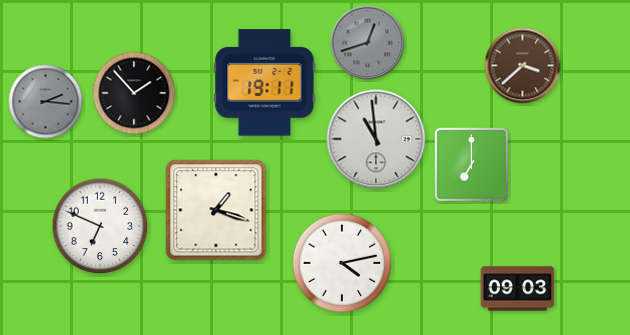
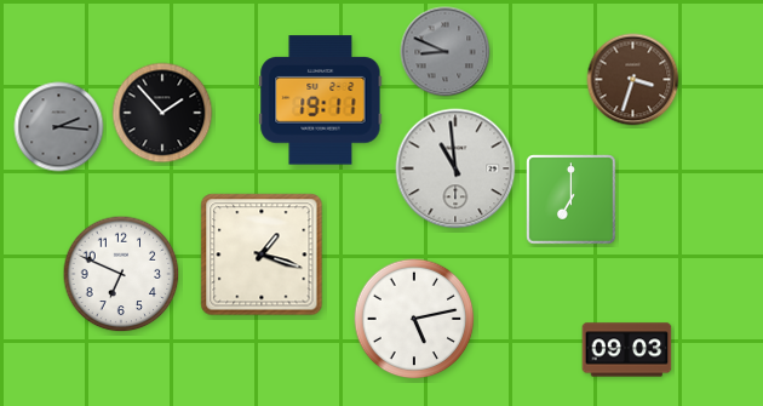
clock at (368, 43): 12:42 -> 8:49
clock at (523, 66): 3:38 -> 3:33
clock at (46, 102) position: (46, 102) -> (59, 127)
clock at (342, 263): 4:13 -> 5:13
